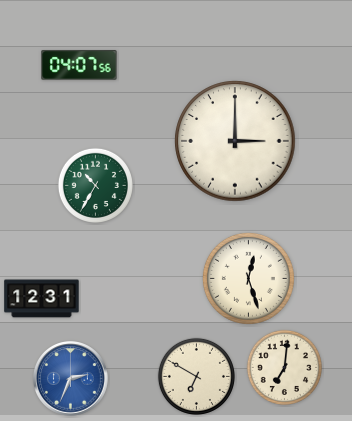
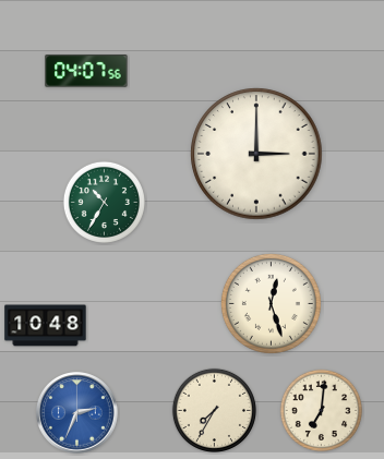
clock at (42, 299): 12:31 -> 10:48
clock at (284, 367) position: (284, 367) -> (321, 410)
clock at (196, 376): 6:50 -> 7:35
